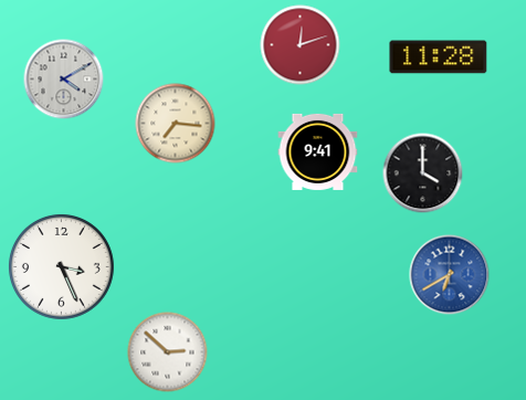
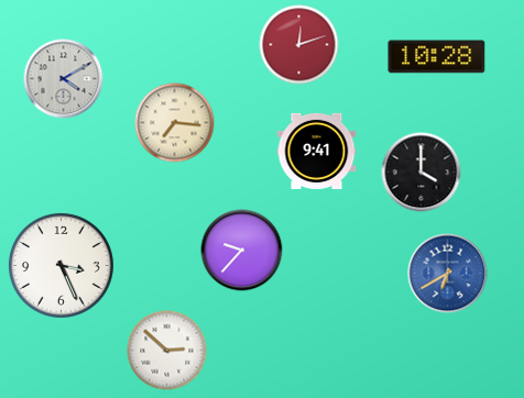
clock at (439, 57): 11:28 -> 10:28
clock at (242, 251): none -> 9:37
